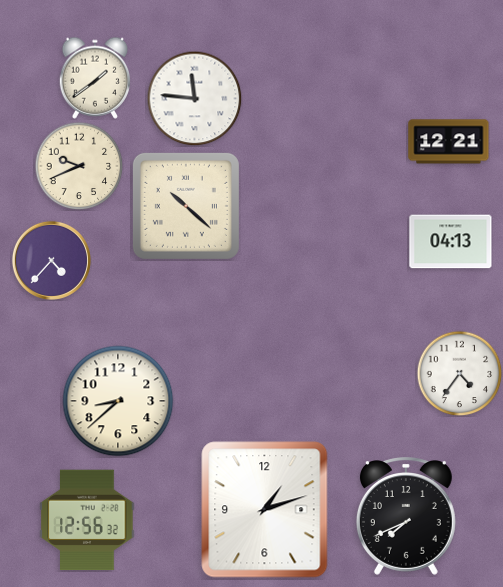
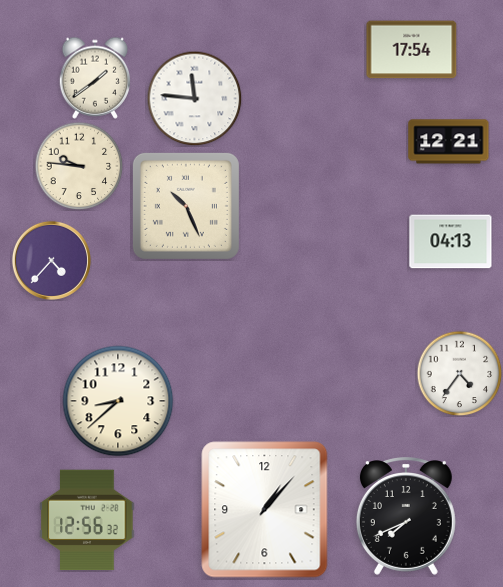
clock at (412, 50): none -> 17:54
clock at (79, 166): 9:41 -> 9:46
clock at (186, 206): 10:22 -> 10:26
clock at (265, 510): 1:12 -> 1:07
